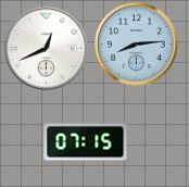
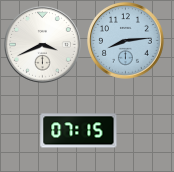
clock at (47, 49): 12:41 -> 3:41
